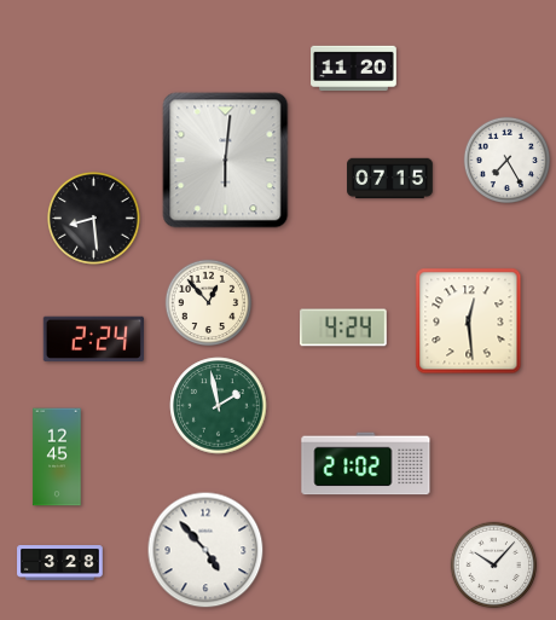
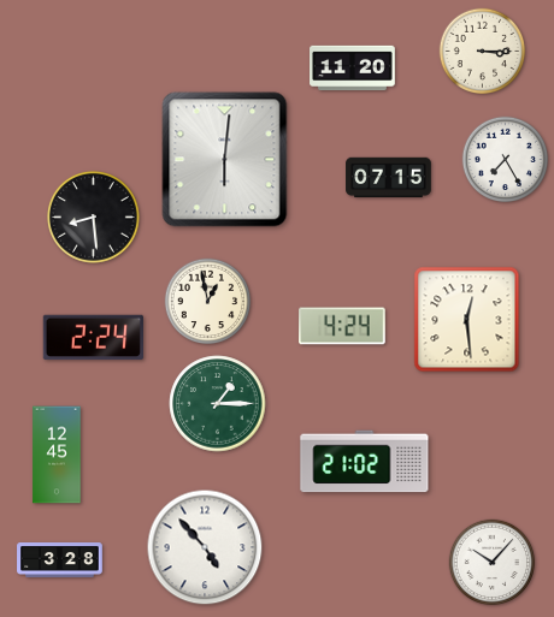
clock at (483, 52): none -> 3:15
clock at (209, 303): 12:53 -> 12:58
clock at (219, 406): 1:58 -> 1:15
